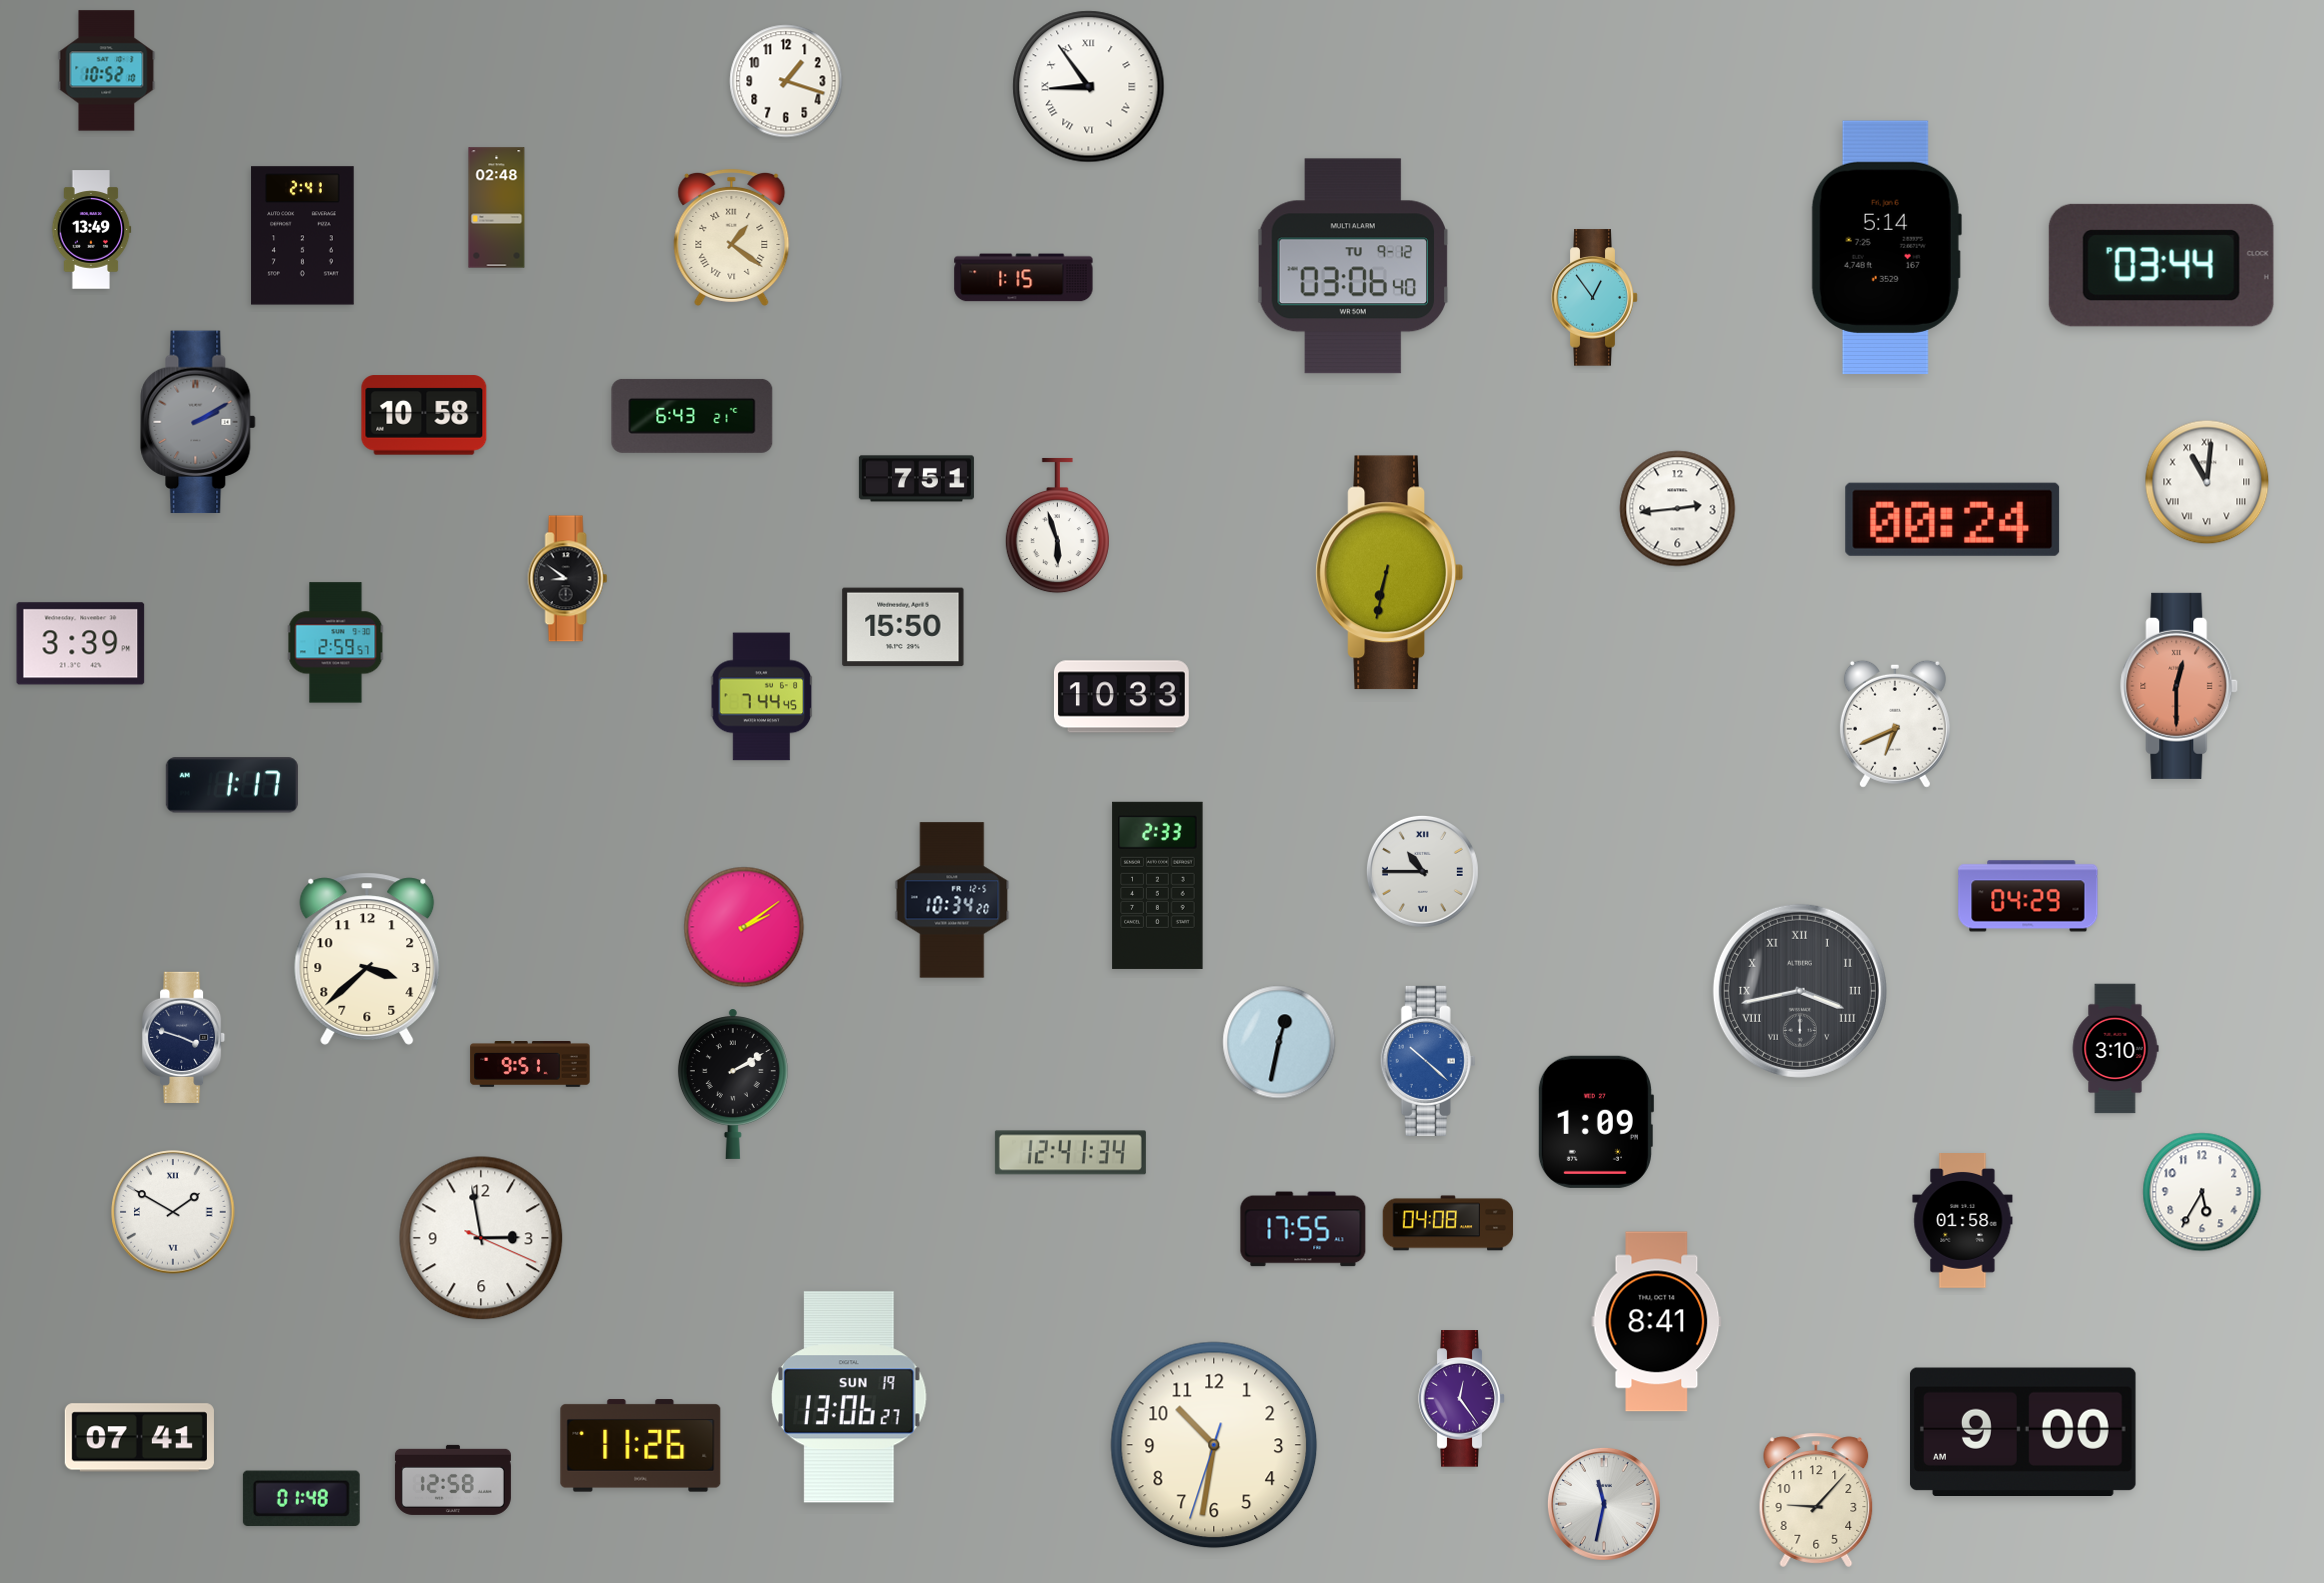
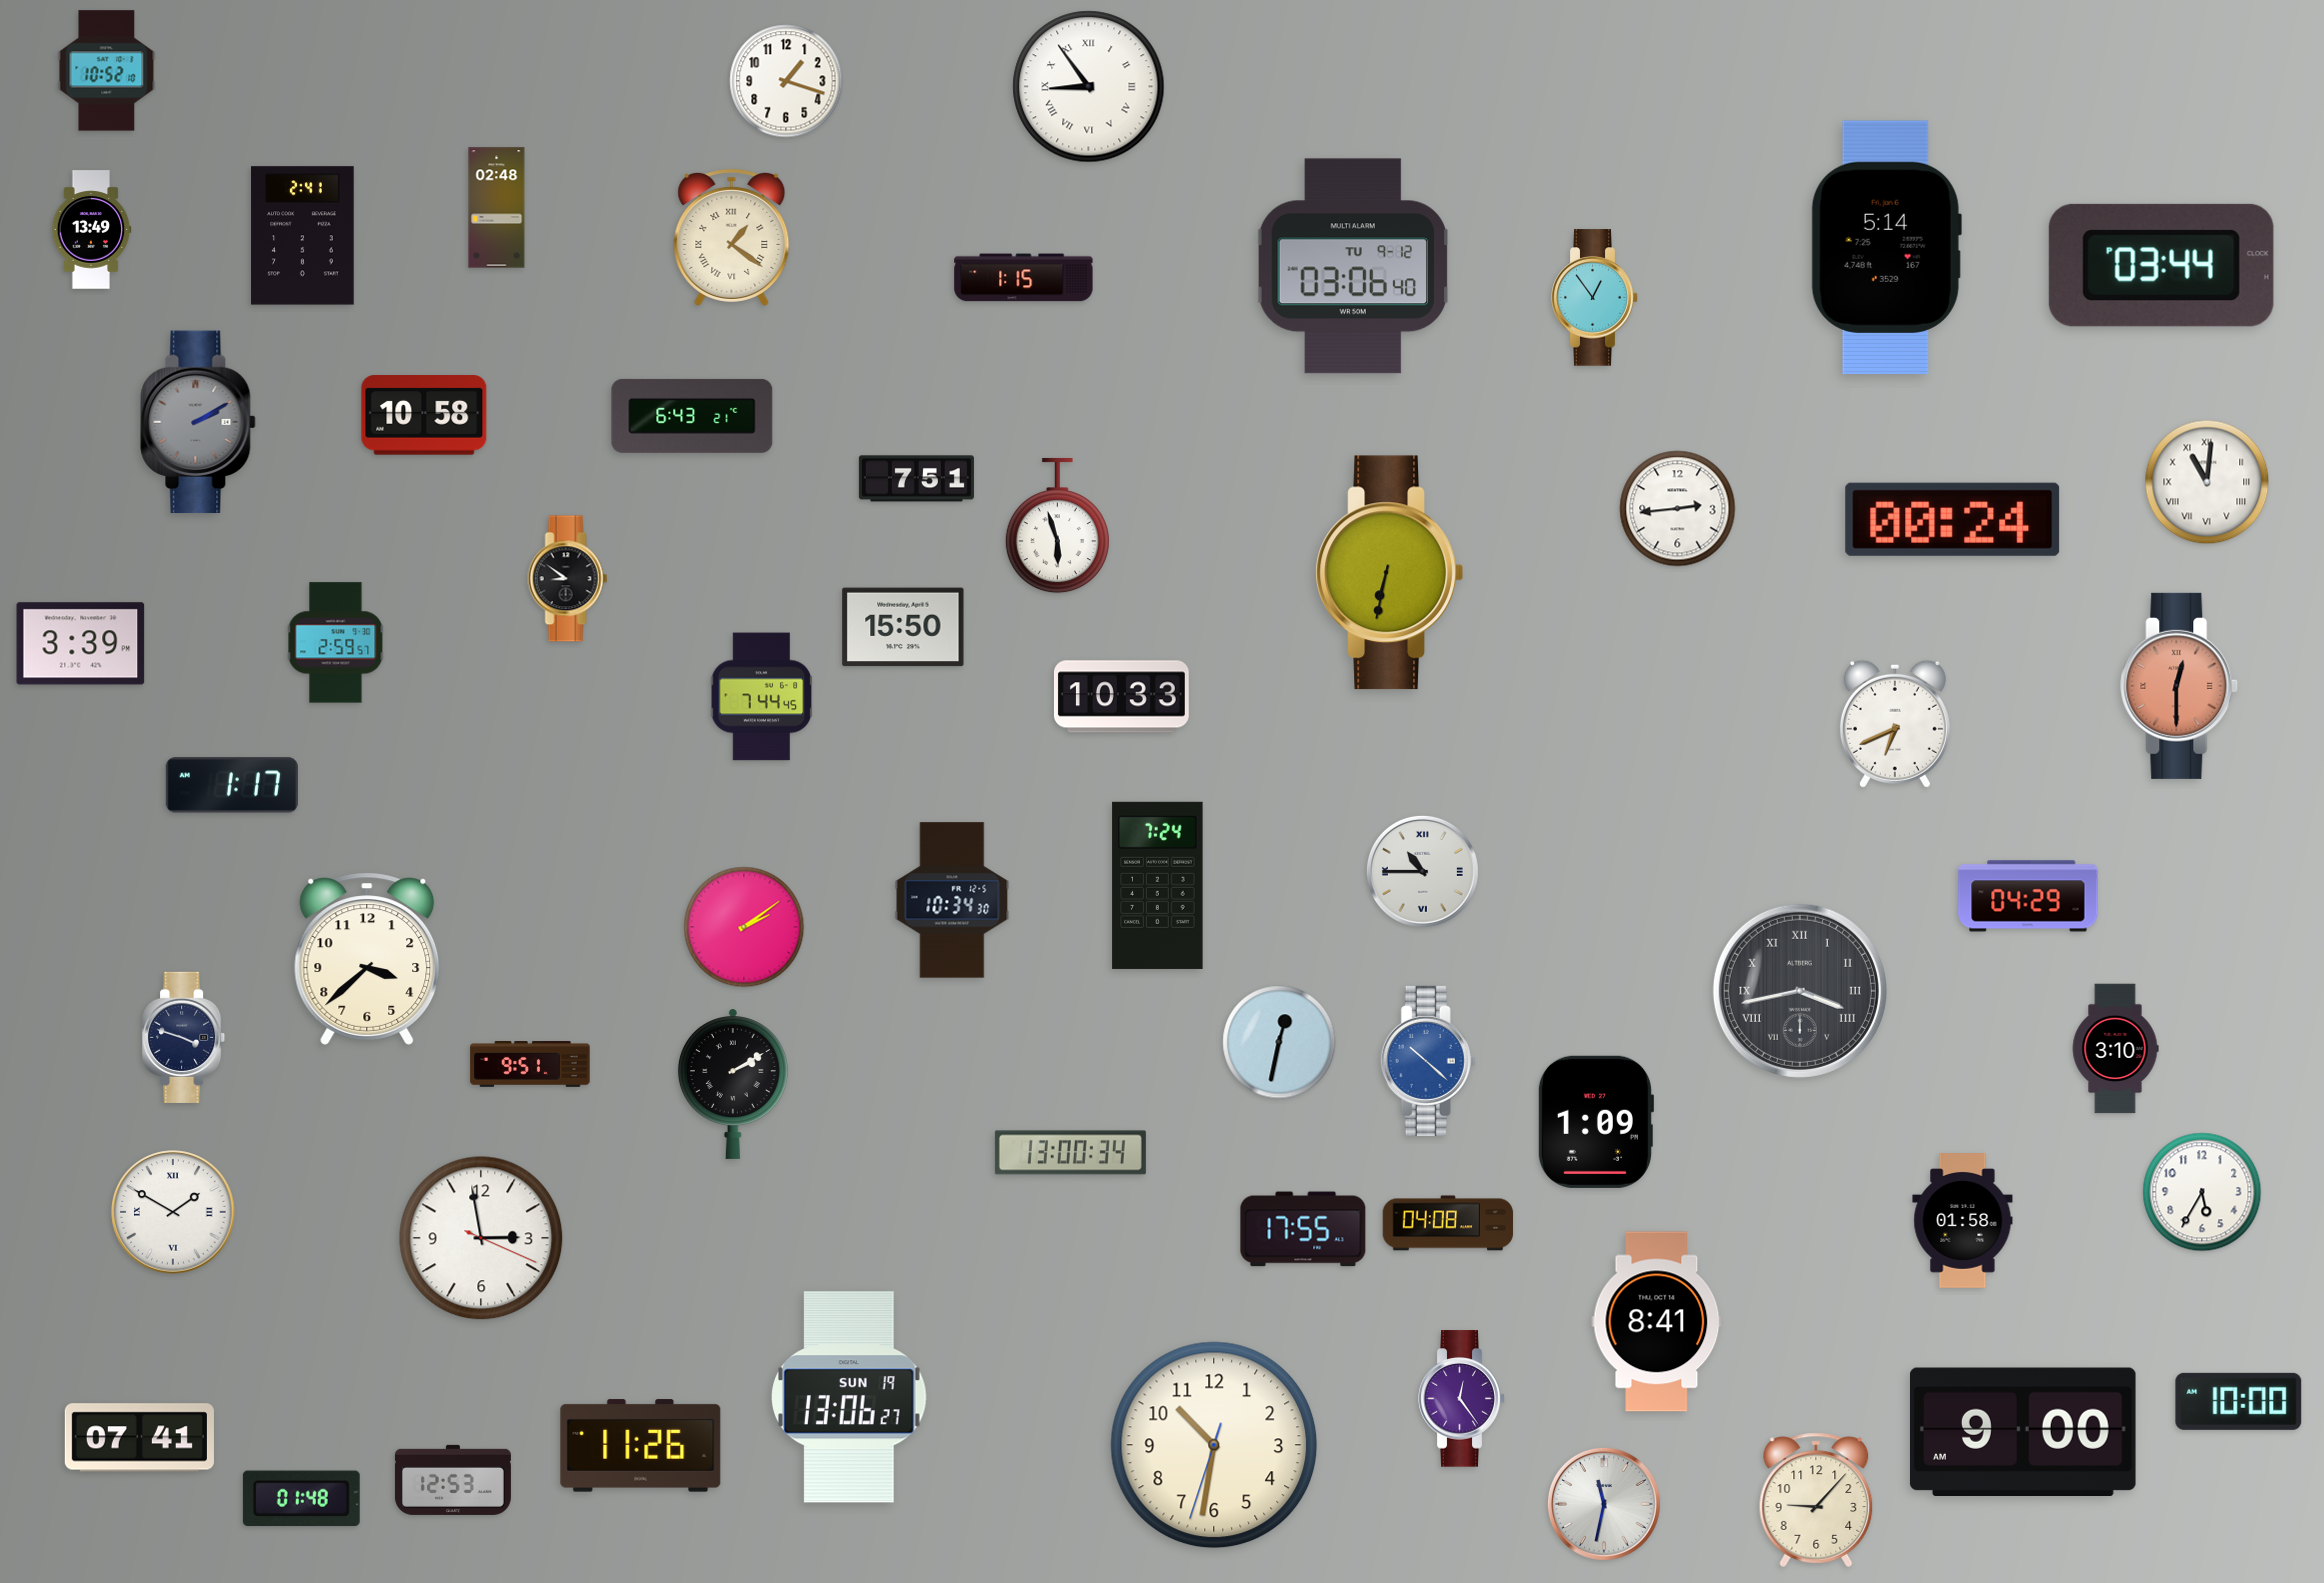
clock at (1158, 885): 2:33 -> 7:24
clock at (952, 900): 10:34:20 -> 10:34:30
clock at (1070, 1153): 12:41 -> 13:00
clock at (2239, 1401): none -> 10:00
clock at (453, 1480): 12:58 -> 12:53
